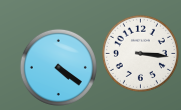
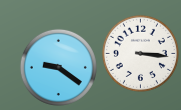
clock at (58, 67): 4:21 -> 9:21
